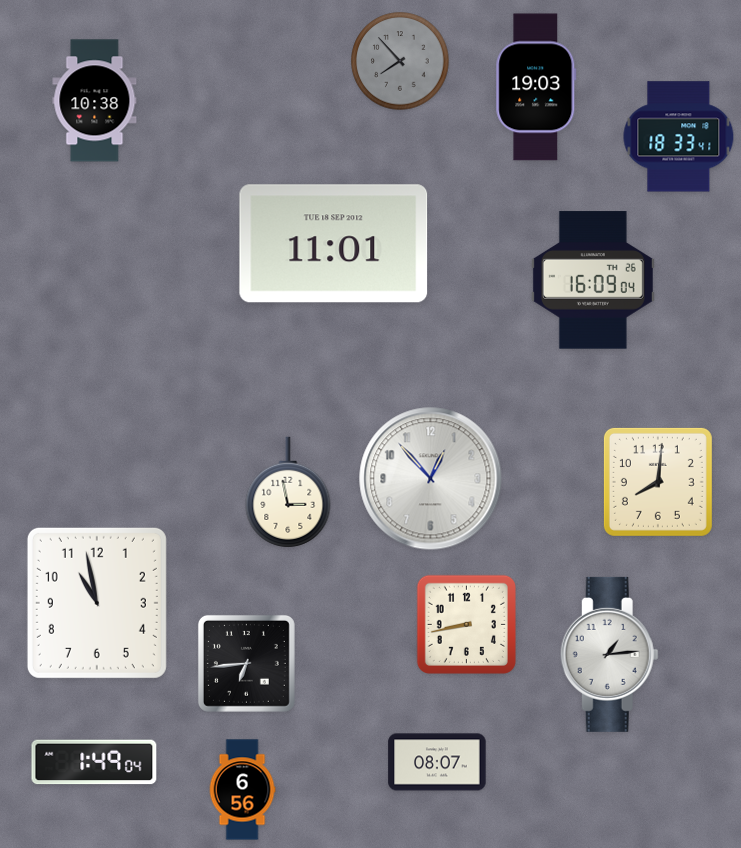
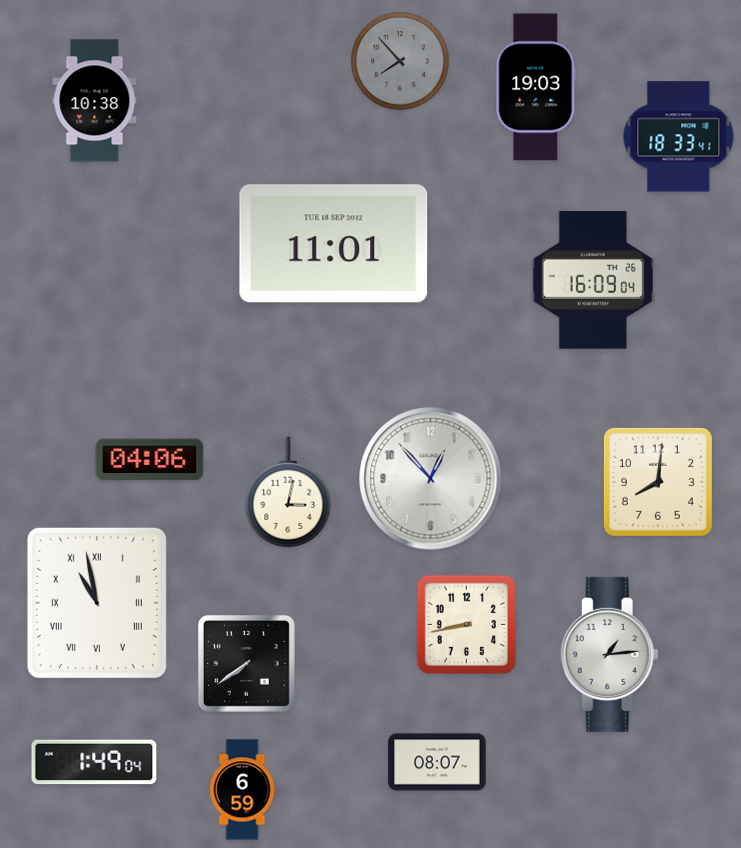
clock at (150, 460): none -> 04:06
clock at (288, 492): 2:58 -> 3:02
clock at (97, 603) numerals: Arabic -> Roman
clock at (246, 663): 6:44 -> 7:39
clock at (242, 790): 6:56 -> 6:59
